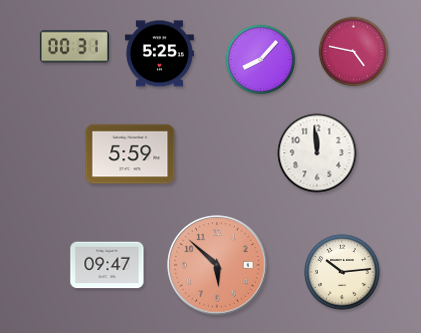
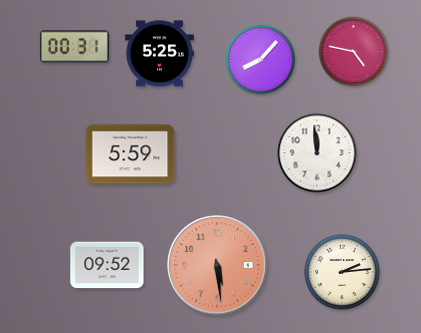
clock at (107, 265): 09:47 -> 09:52
clock at (217, 265): 5:52 -> 5:29
clock at (342, 272): 10:14 -> 2:14
